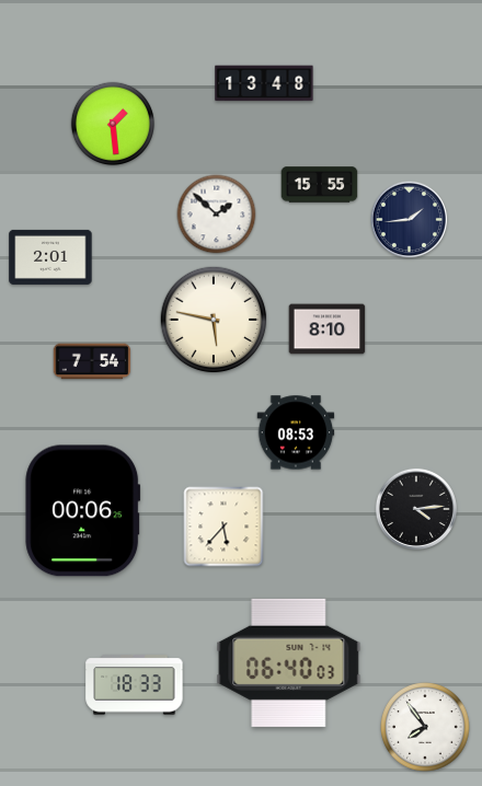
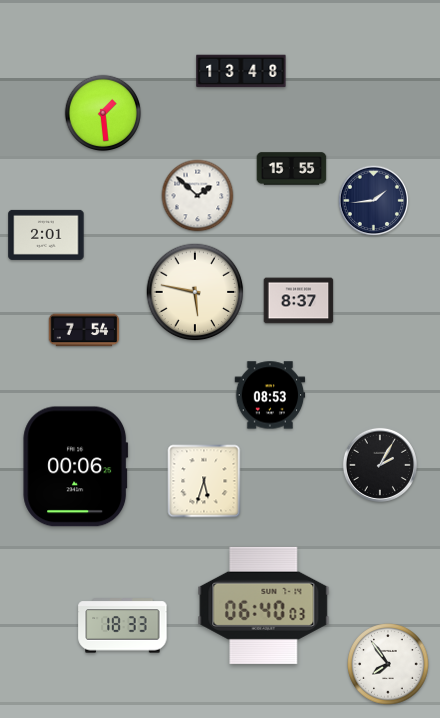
clock at (264, 83) position: (264, 83) -> (241, 71)
clock at (328, 330): 8:10 -> 8:37
clock at (416, 509): 4:14 -> 2:05
clock at (223, 527): 5:37 -> 5:33
